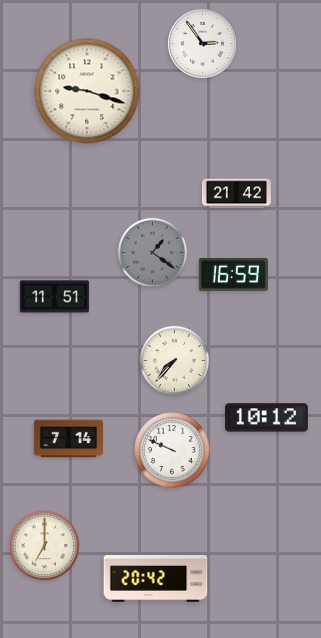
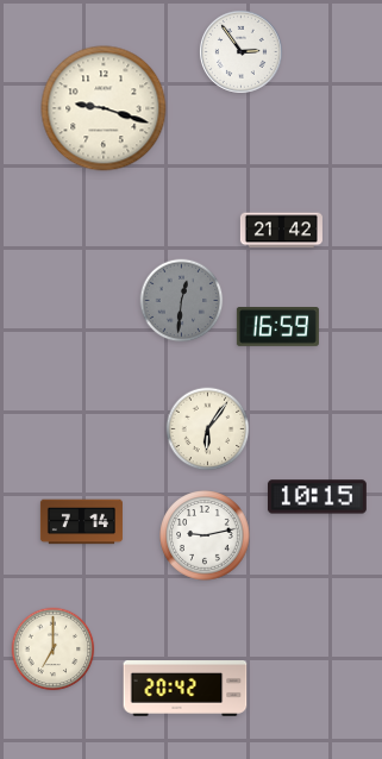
clock at (153, 253): 1:21 -> 12:31
clock at (54, 297): 11:51 -> none
clock at (175, 361): 7:37 -> 6:06
clock at (266, 418): 10:12 -> 10:15
clock at (172, 450): 9:49 -> 9:13
